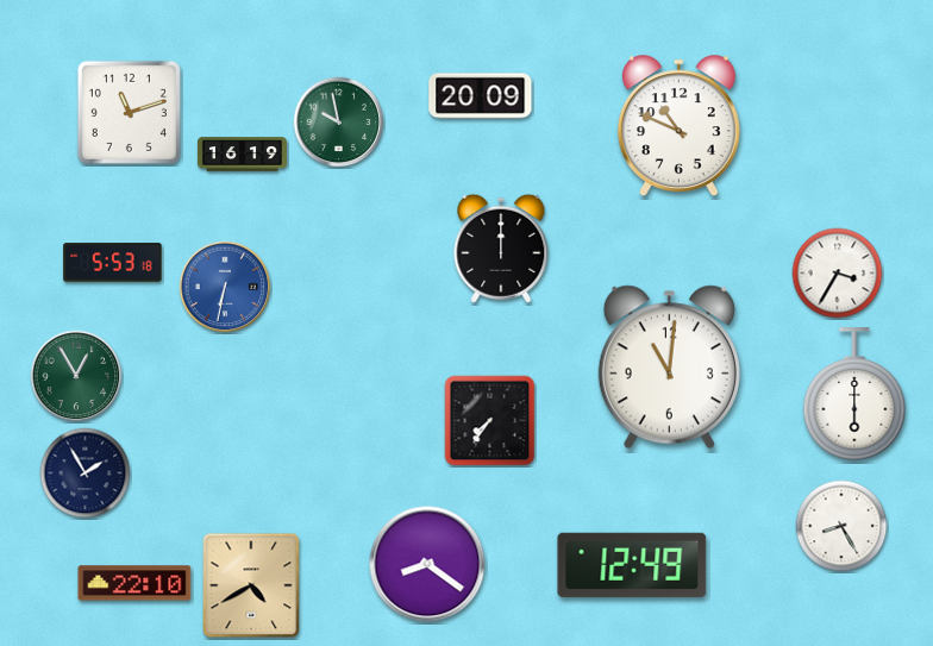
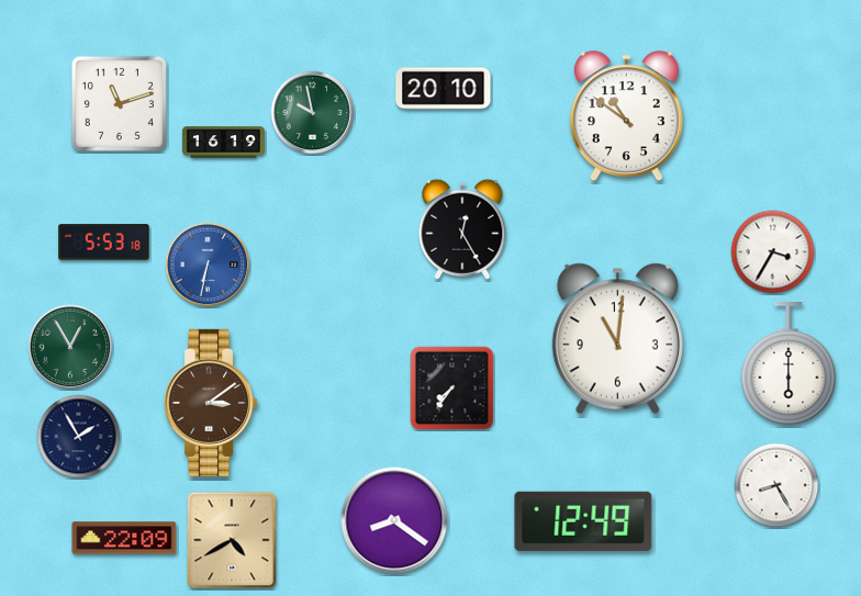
clock at (481, 96): 20:09 -> 20:10
clock at (678, 126): 10:49 -> 10:51
clock at (501, 249): 12:00 -> 12:25
clock at (212, 403): none -> 3:09
clock at (134, 583): 22:10 -> 22:09
